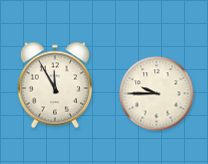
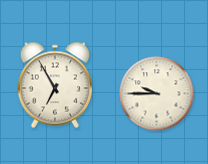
clock at (55, 85): 11:55 -> 6:55
